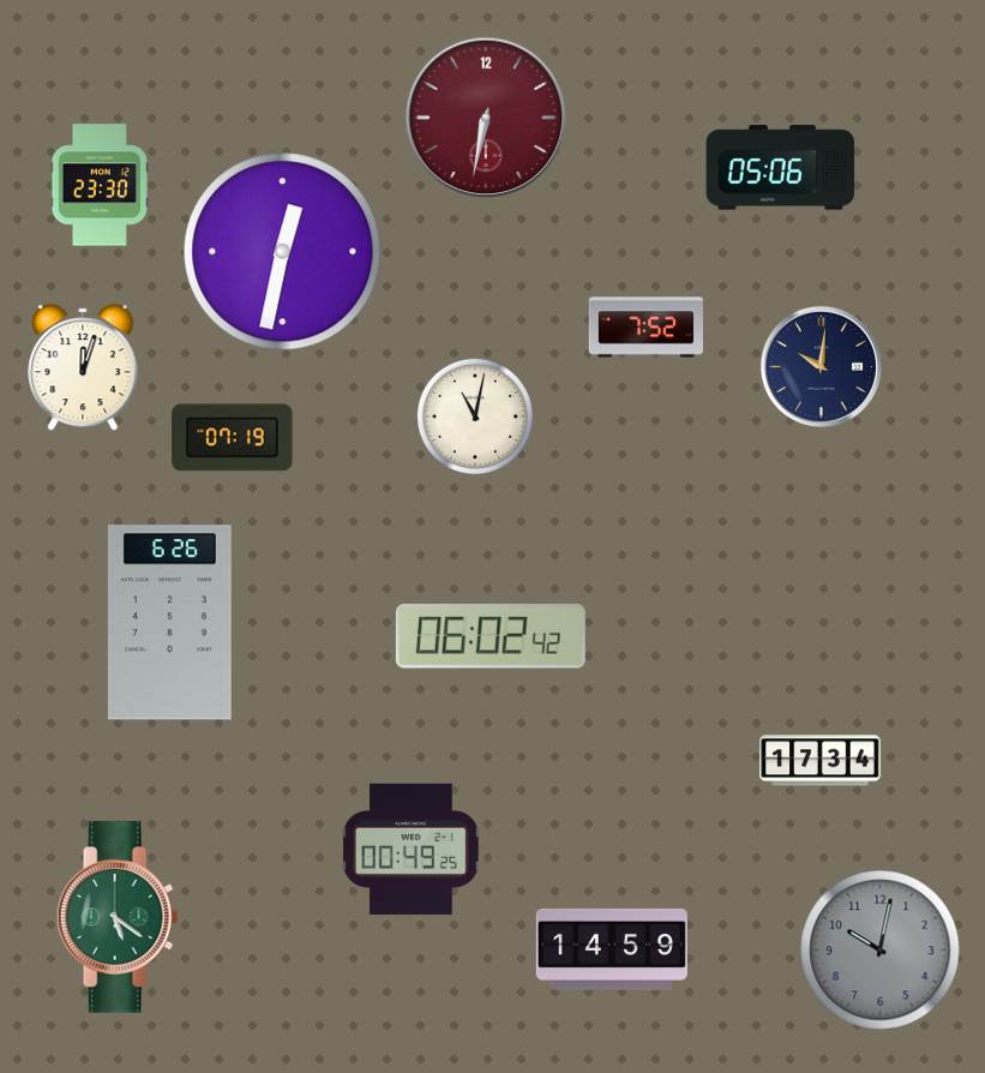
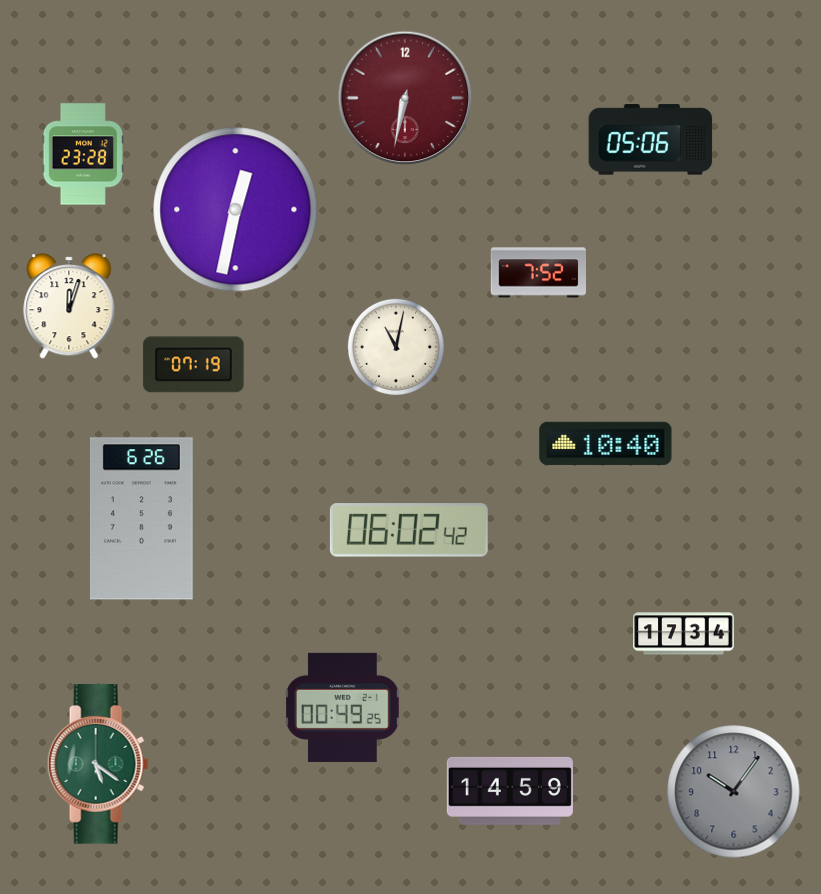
clock at (100, 185): 23:30 -> 23:28
clock at (821, 366): 10:01 -> none
clock at (606, 443): none -> 10:40
clock at (881, 951): 10:02 -> 10:06
